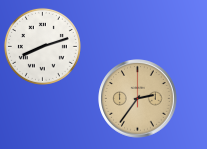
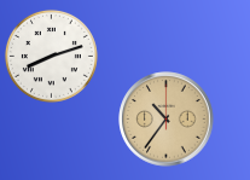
clock at (138, 99): 2:36 -> 10:36
